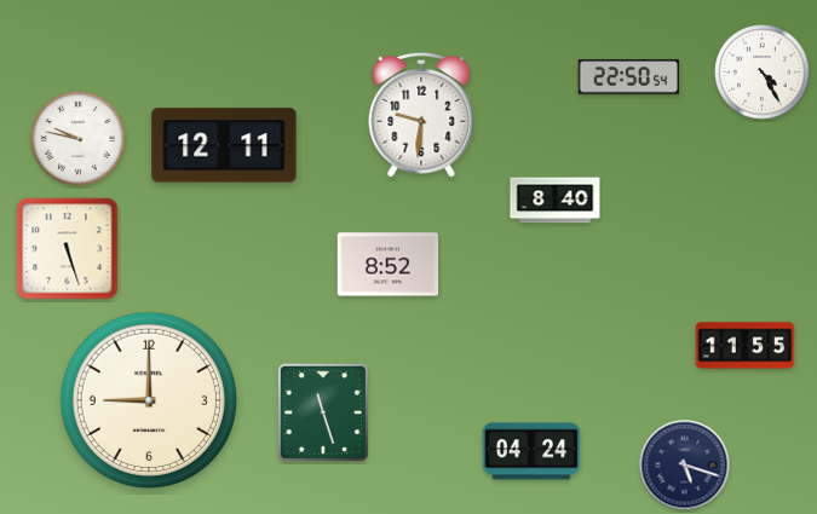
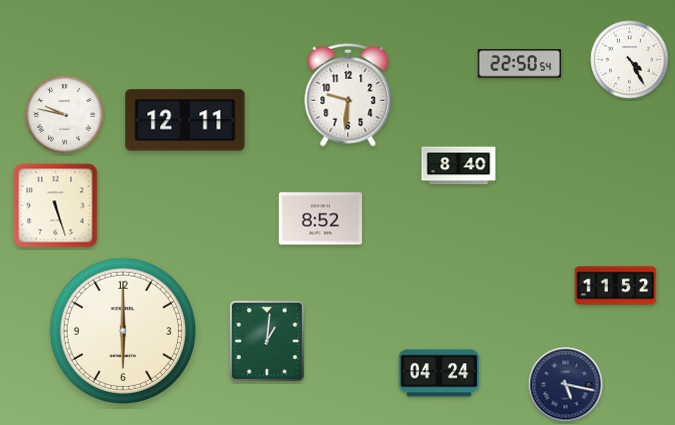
clock at (746, 346): 11:55 -> 11:52
clock at (149, 400): 9:00 -> 6:00
clock at (323, 412): 11:27 -> 1:01
clock at (685, 466): 5:18 -> 5:17
